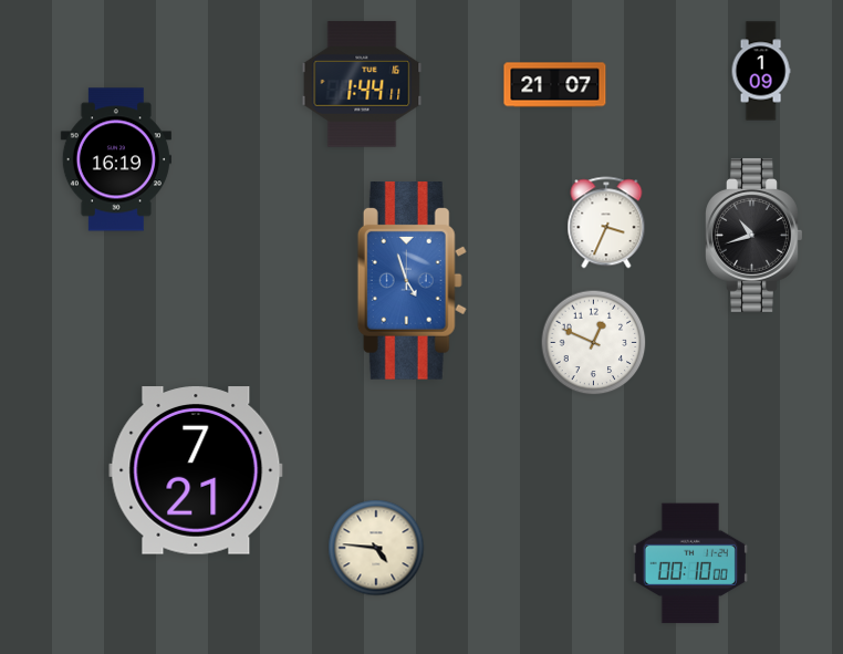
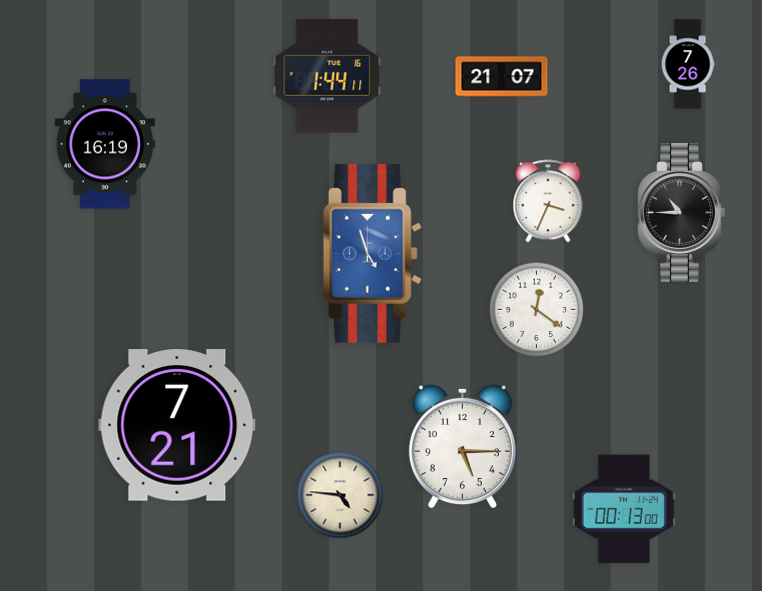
clock at (761, 71): 1:09 -> 7:26
clock at (754, 235): 10:42 -> 10:45
clock at (594, 343): 12:49 -> 12:21
clock at (462, 446): none -> 5:15
clock at (690, 563): 00:10 -> 00:13
